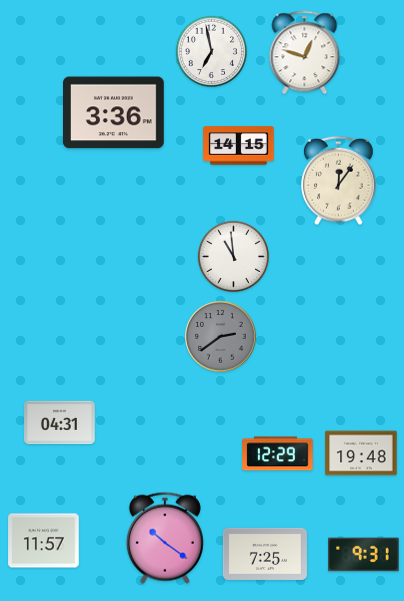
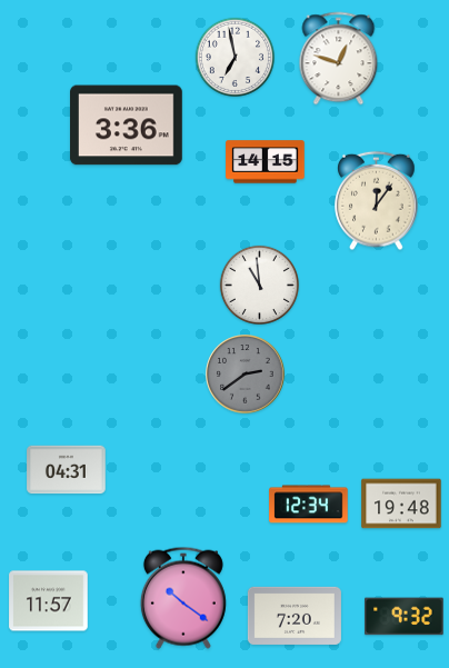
clock at (278, 454): 12:29 -> 12:34
clock at (265, 554): 7:25 -> 7:20
clock at (364, 555): 9:31 -> 9:32
